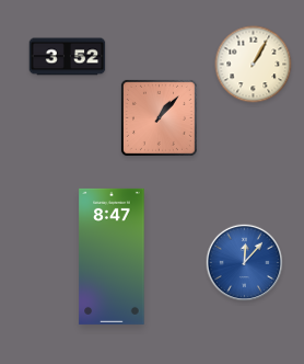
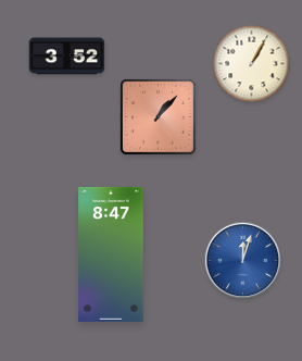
clock at (245, 263): 12:07 -> 12:03
